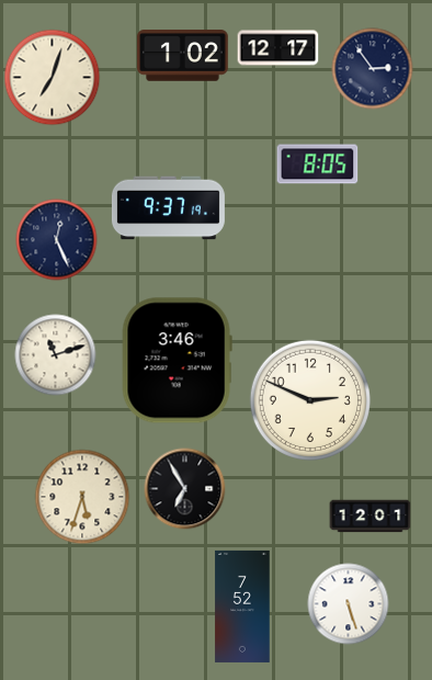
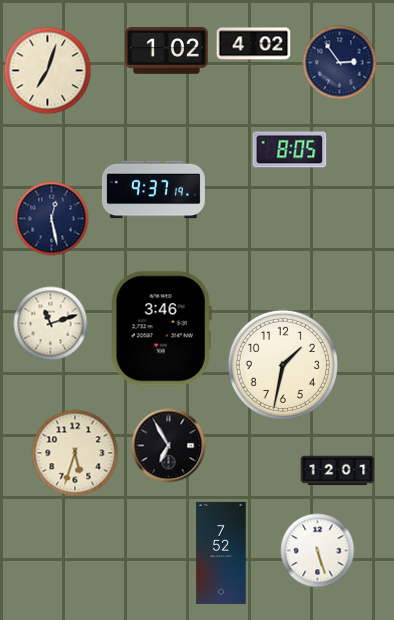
clock at (278, 48): 12:17 -> 4:02
clock at (57, 240): 12:26 -> 12:28
clock at (310, 400): 2:49 -> 1:32
